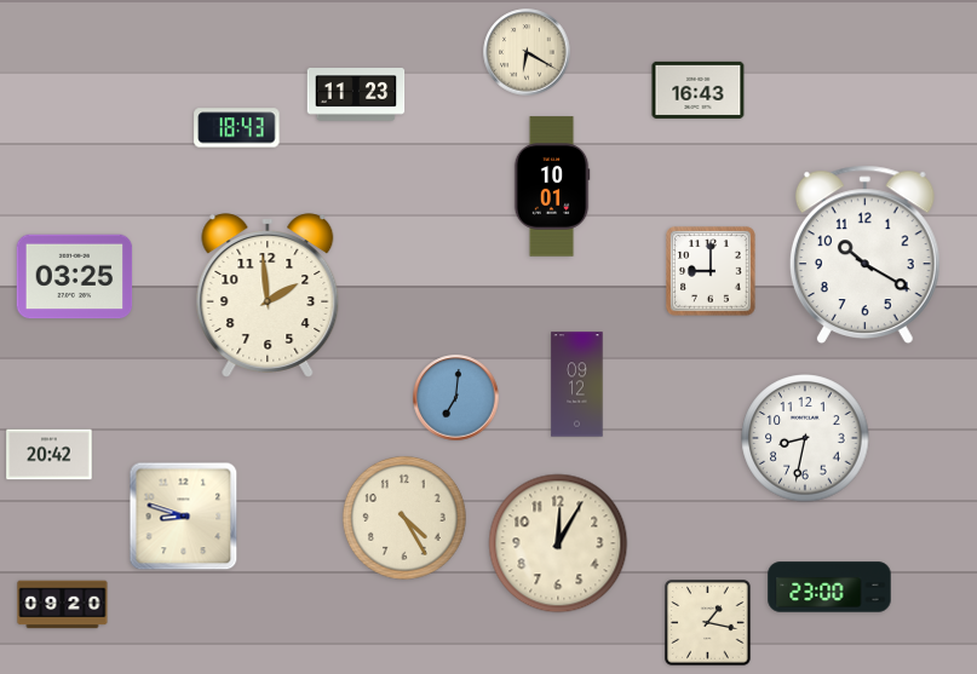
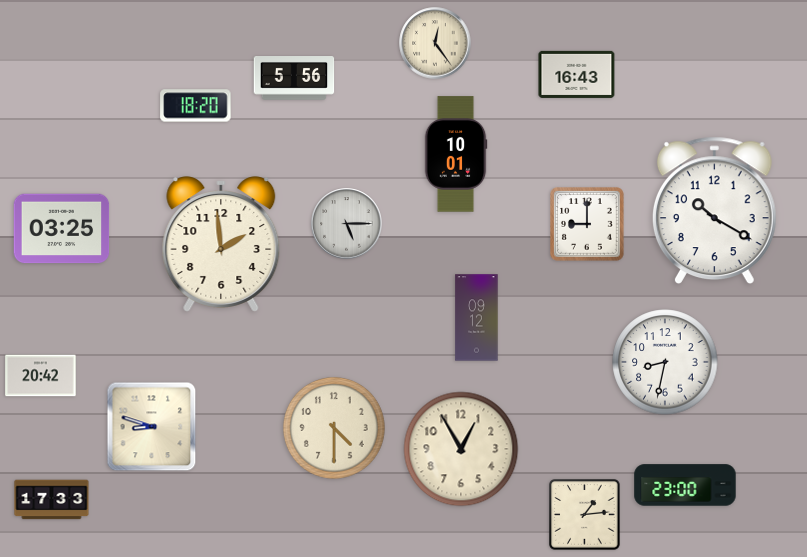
clock at (527, 52): 6:20 -> 12:24
clock at (356, 94): 11:23 -> 5:56
clock at (237, 128): 18:43 -> 18:20
clock at (347, 224): none -> 5:15
clock at (456, 398): 7:01 -> none
clock at (404, 518): 4:25 -> 4:30
clock at (558, 543): 12:05 -> 12:55
clock at (63, 605): 09:20 -> 17:33
clock at (708, 623): 1:17 -> 1:14
